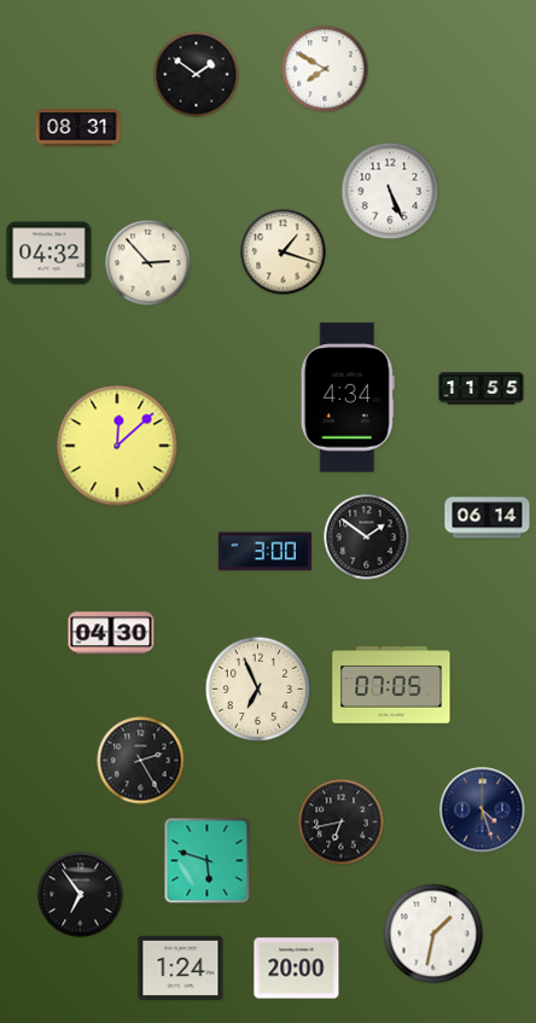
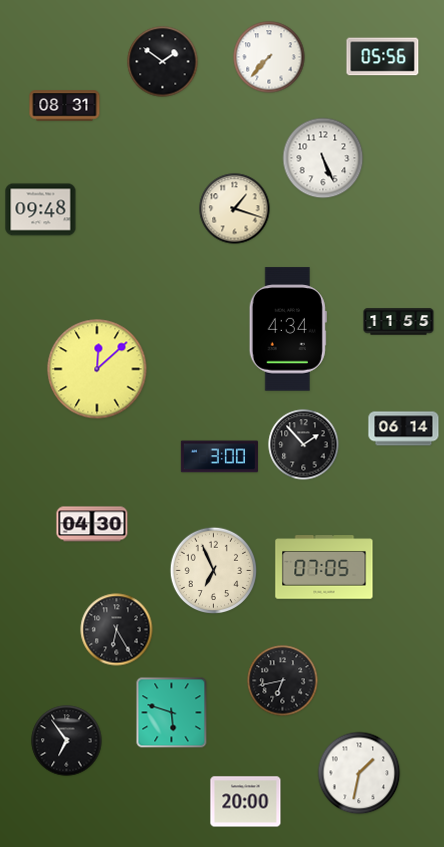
clock at (325, 69): 7:50 -> 7:37
clock at (383, 57): none -> 05:56
clock at (49, 254): 04:32 -> 09:48
clock at (148, 263): 2:53 -> none
clock at (367, 537): 1:51 -> 1:53
clock at (141, 761): 2:25 -> 6:25
clock at (483, 810): 4:27 -> none
clock at (181, 969): 1:24 -> none
